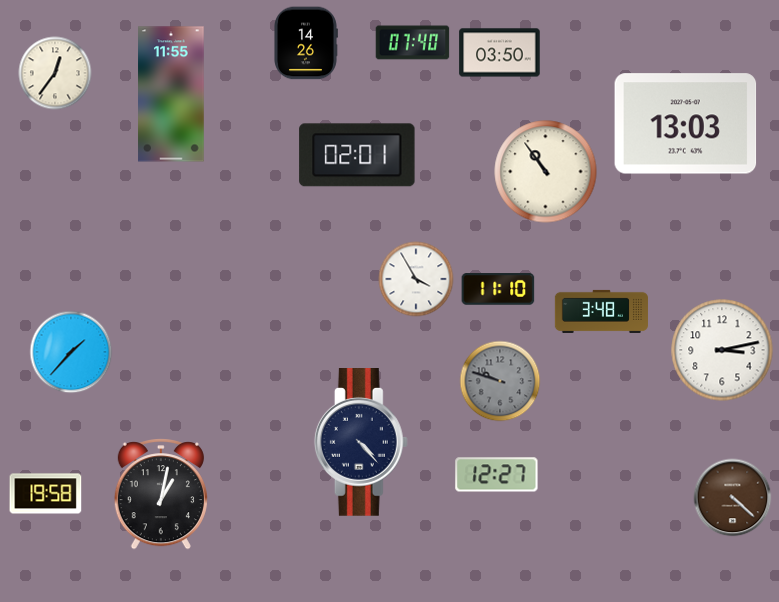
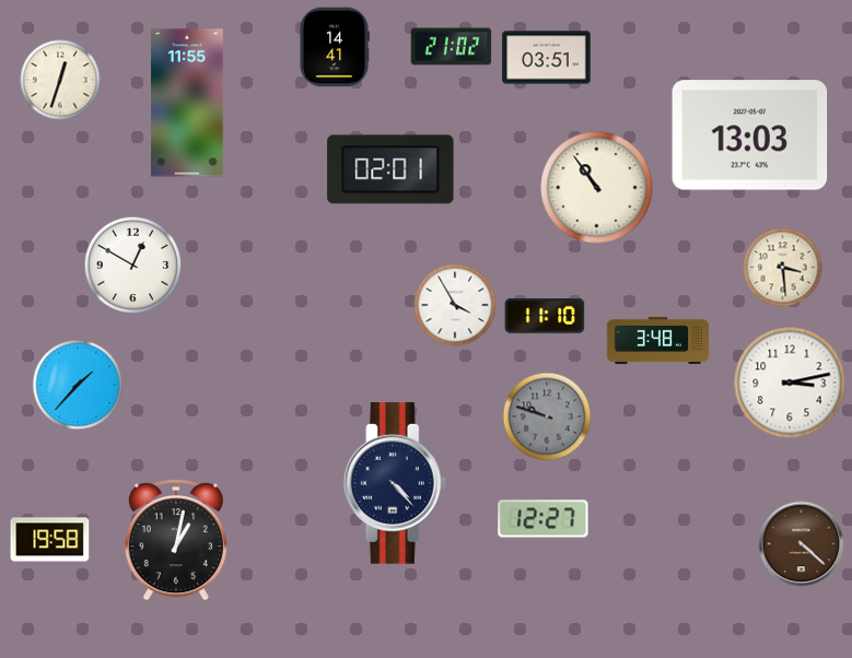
clock at (306, 43): 14:26 -> 14:41
clock at (413, 43): 07:40 -> 21:02
clock at (500, 53): 03:50 -> 03:51
clock at (55, 73): 12:36 -> 12:33
clock at (132, 265): none -> 12:50
clock at (783, 268): none -> 3:29
